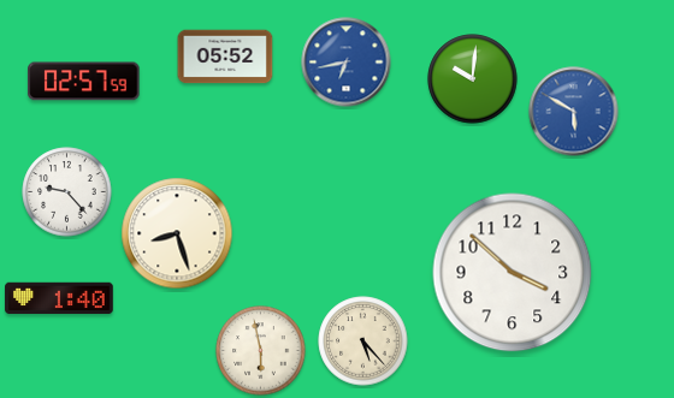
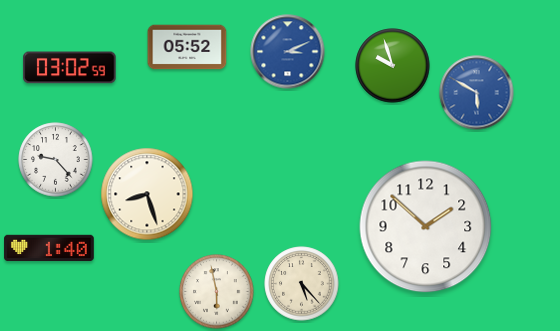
clock at (347, 63): 6:43 -> 3:11
clock at (473, 79): 10:01 -> 9:57
clock at (84, 82): 02:57 -> 03:02
clock at (513, 273): 3:52 -> 1:52
